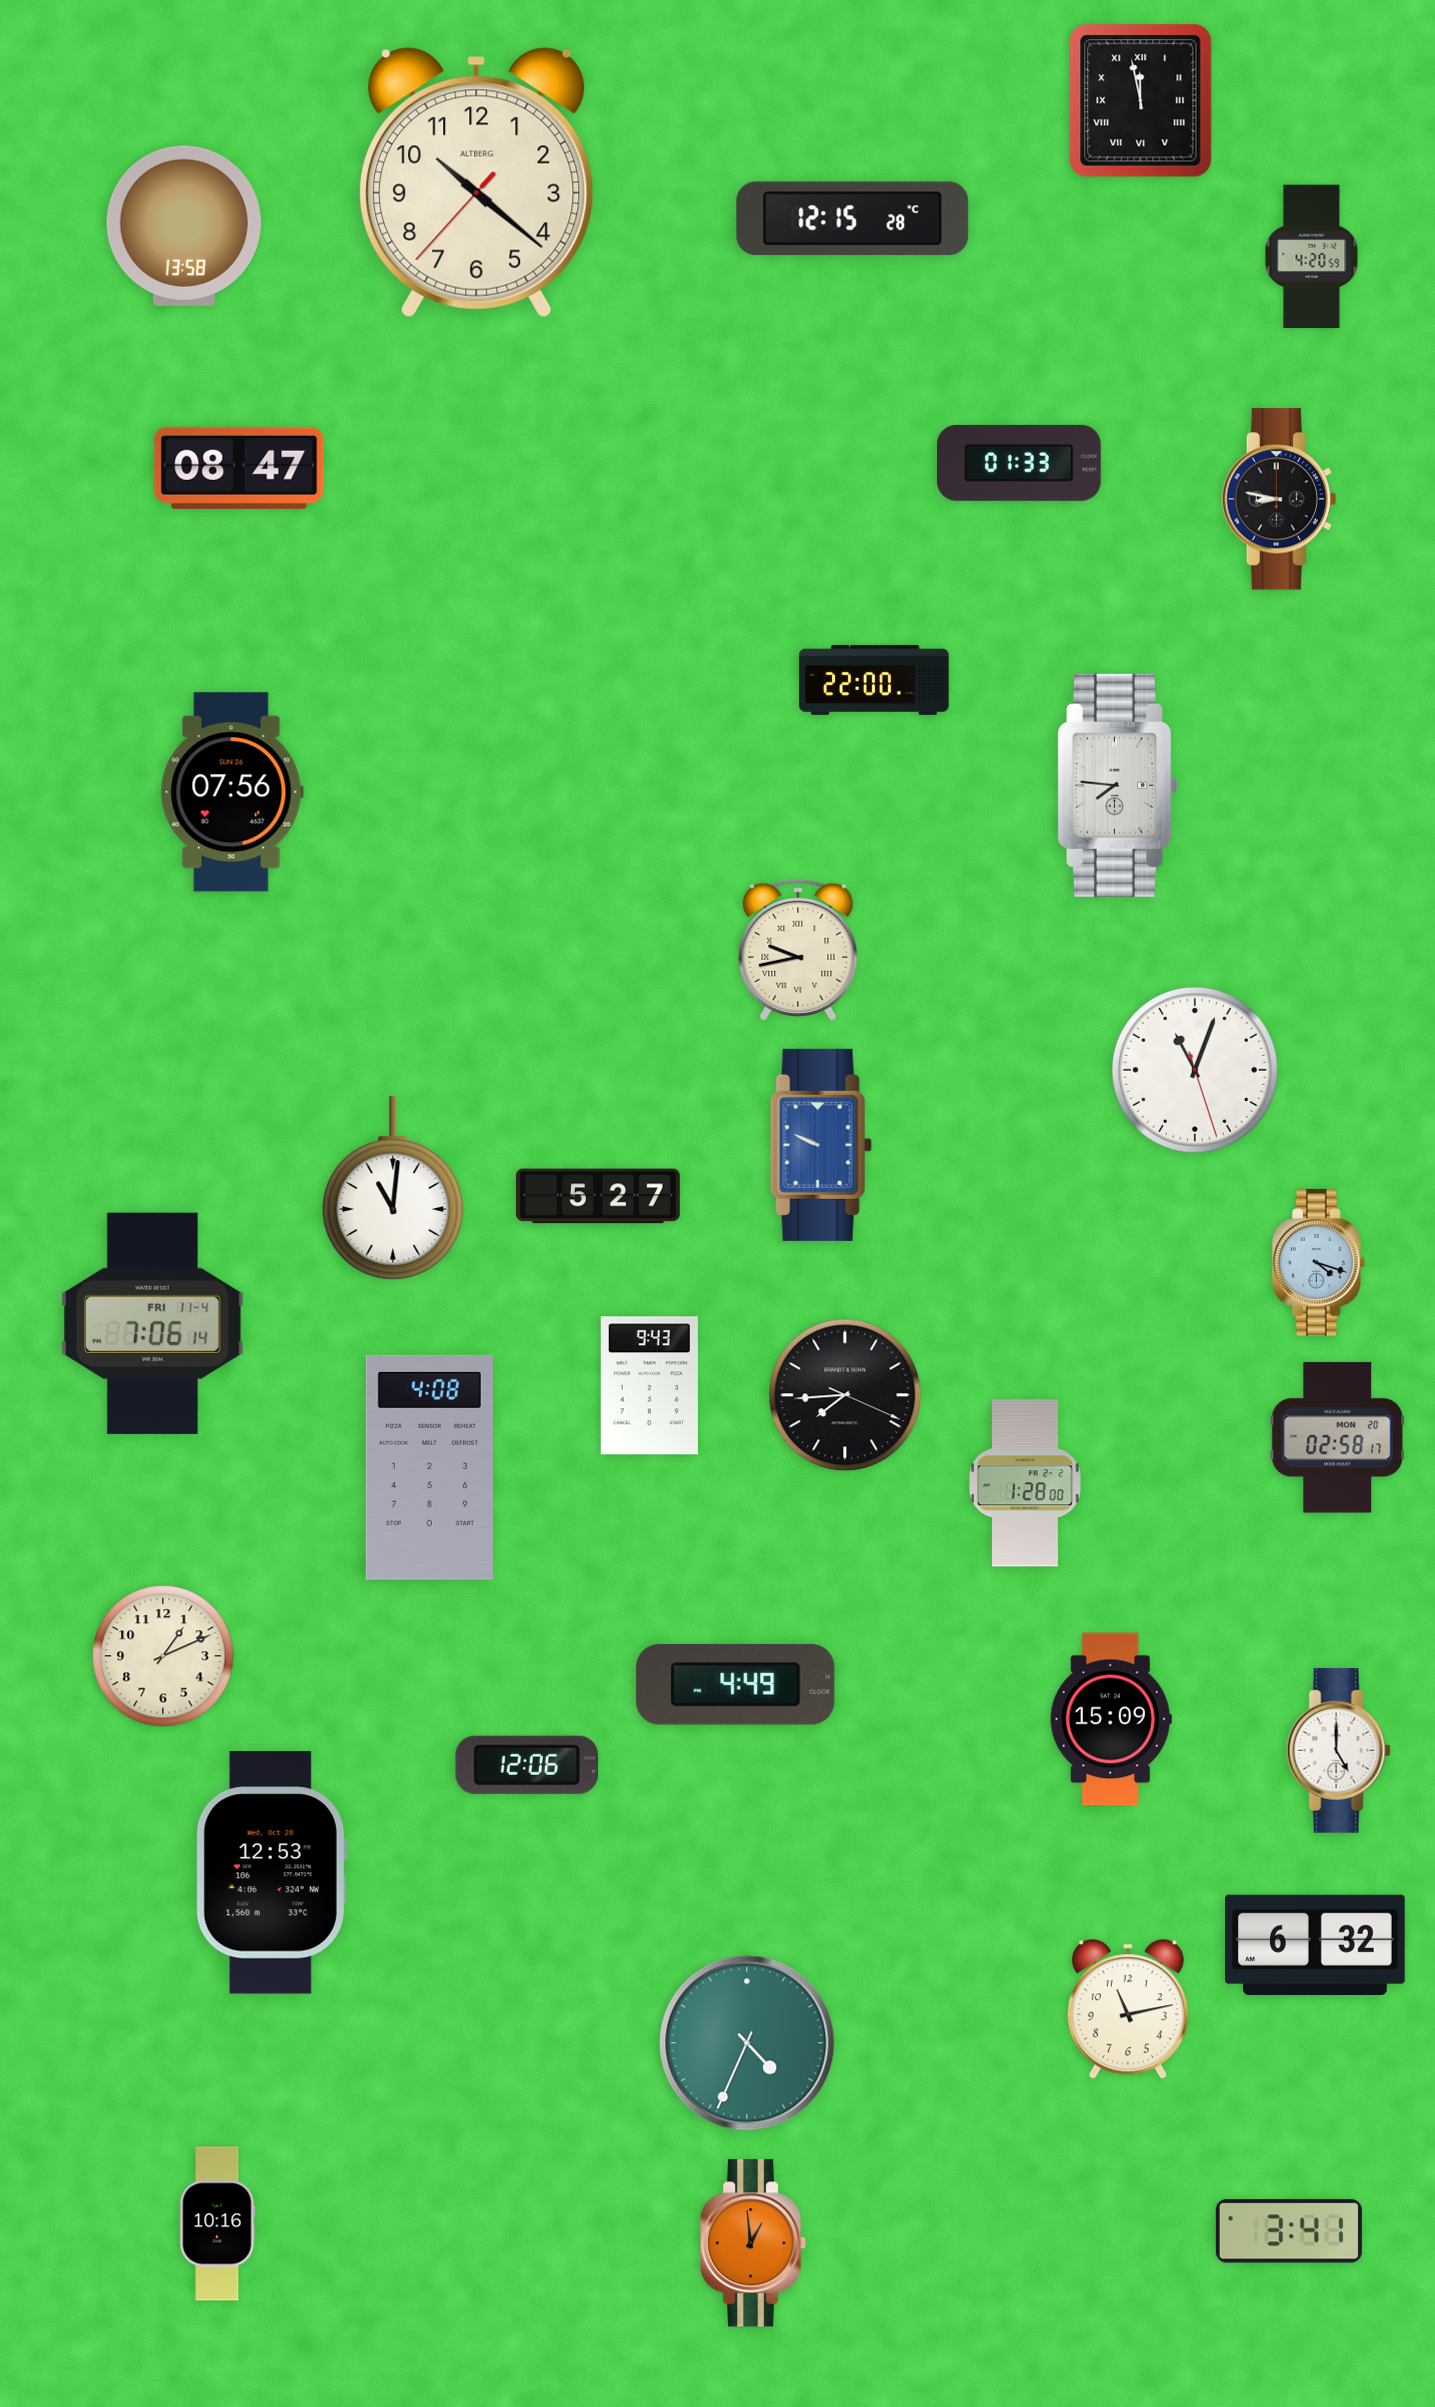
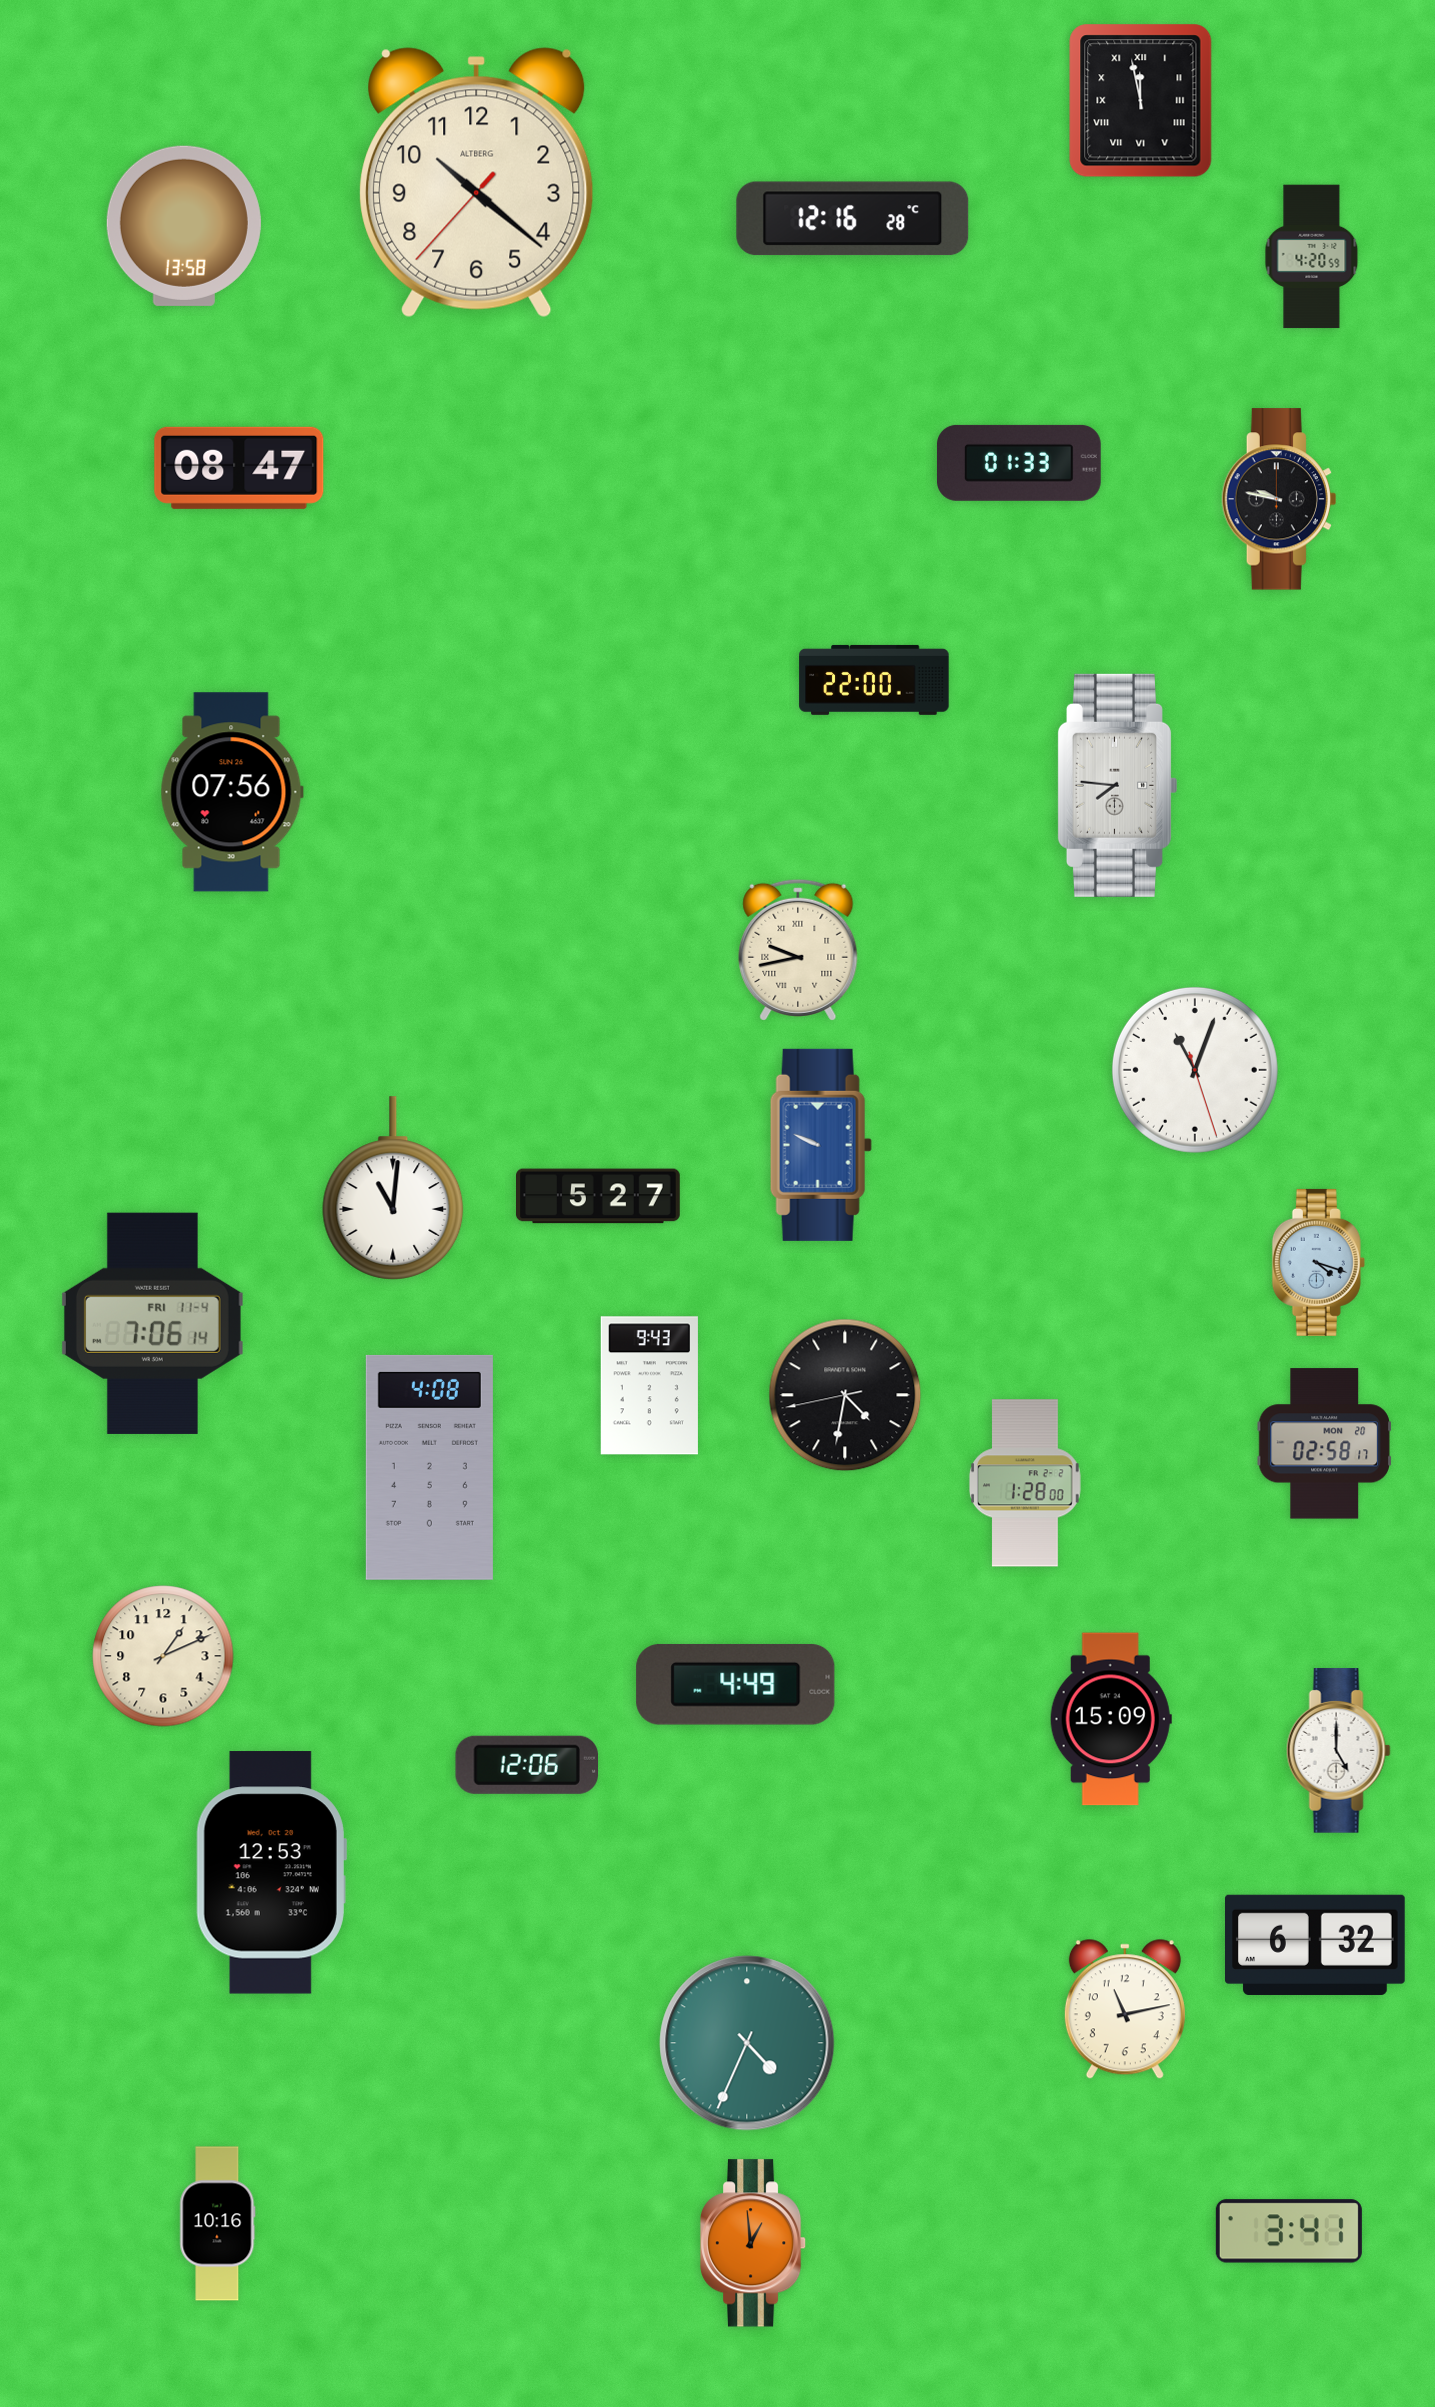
clock at (853, 219): 12:15 -> 12:16
clock at (1278, 499): 8:47 -> 9:47
clock at (845, 1395): 7:44 -> 4:31
clock at (1337, 1438) position: (1337, 1438) -> (1324, 1444)
clock at (1128, 2010) position: (1128, 2010) -> (1125, 2010)
